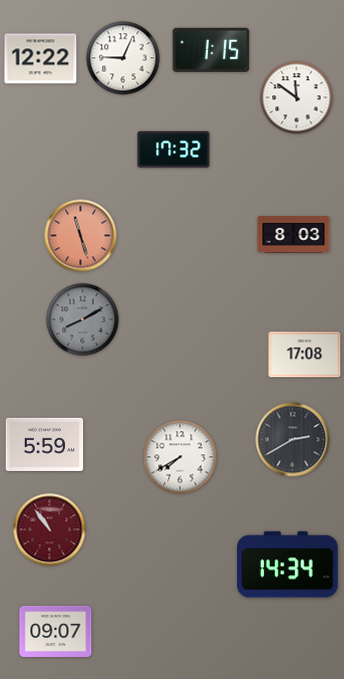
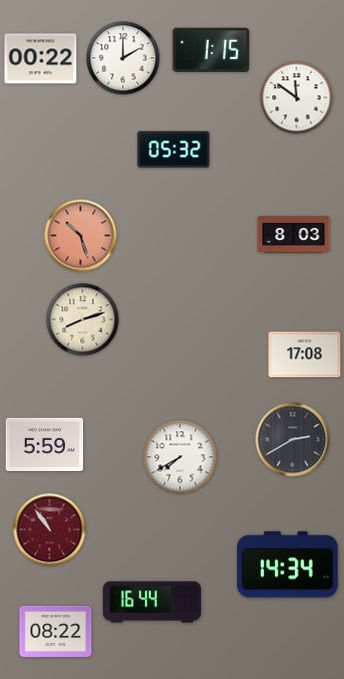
clock at (123, 58): 9:04 -> 2:00
clock at (41, 59): 12:22 -> 00:22
clock at (174, 150): 17:32 -> 05:32
clock at (81, 236): 11:27 -> 10:27
clock at (83, 320): 8:10 -> 8:12
clock at (83, 320) dial: grey -> cream
clock at (152, 602): none -> 16:44
clock at (56, 631): 09:07 -> 08:22
